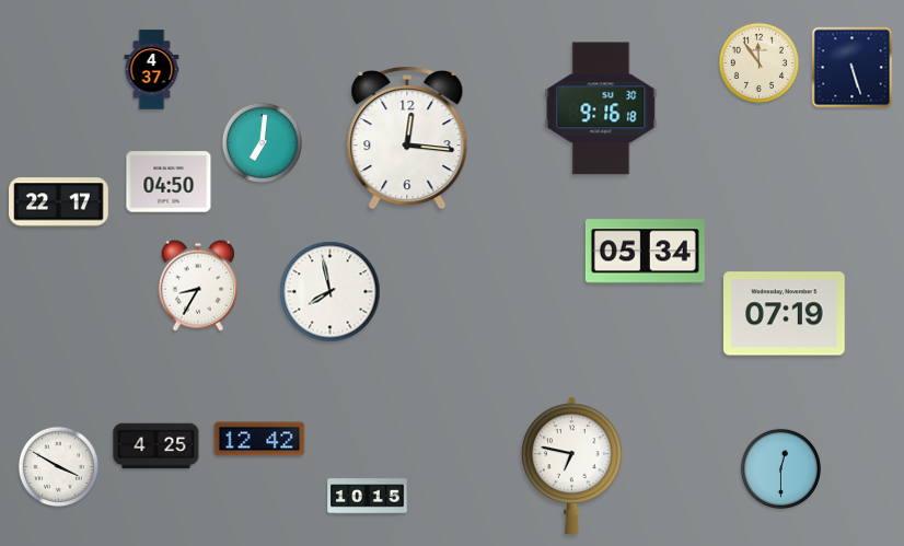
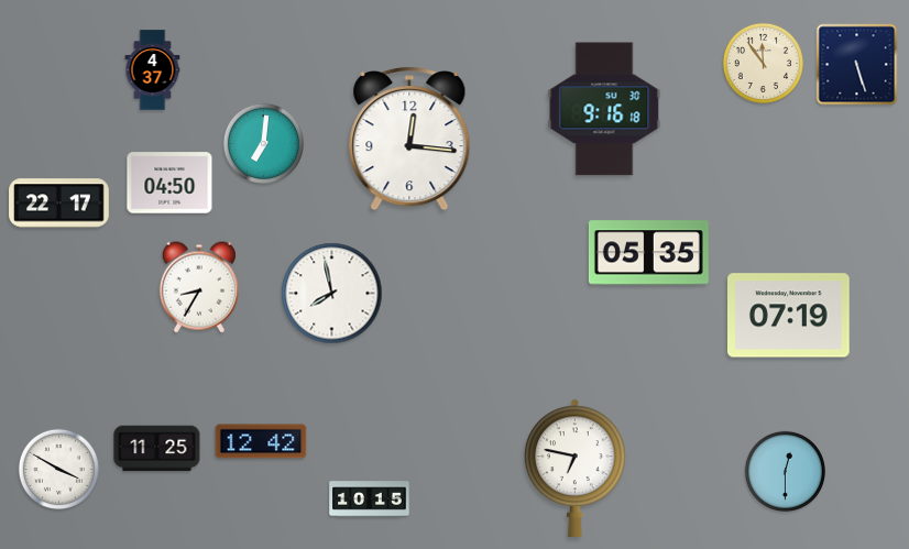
clock at (853, 68) position: (853, 68) -> (857, 65)
clock at (645, 252): 05:34 -> 05:35
clock at (157, 446): 4:25 -> 11:25
